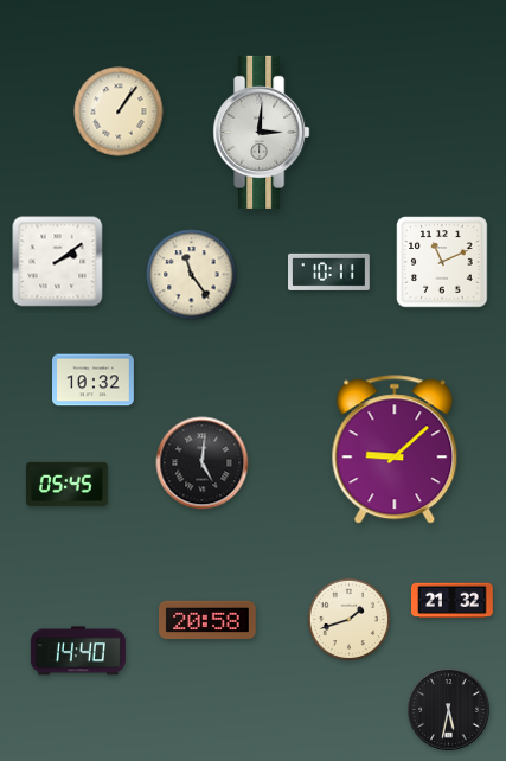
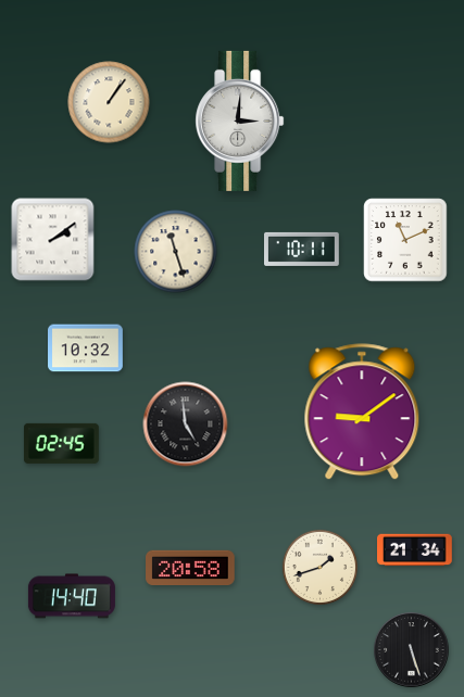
clock at (192, 275): 11:24 -> 11:27
clock at (395, 450): 9:08 -> 9:09
clock at (203, 463): 5:01 -> 4:59
clock at (68, 484): 05:45 -> 02:45
clock at (453, 601): 21:32 -> 21:34
clock at (449, 710): 5:32 -> 5:27
